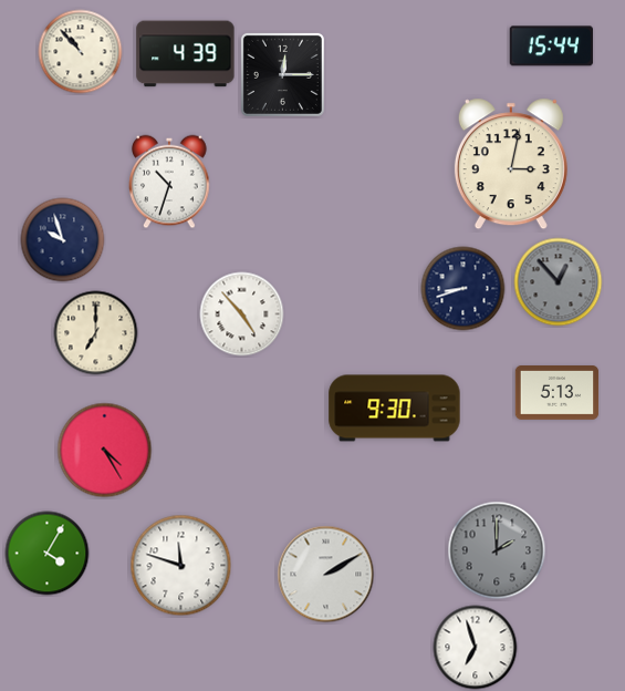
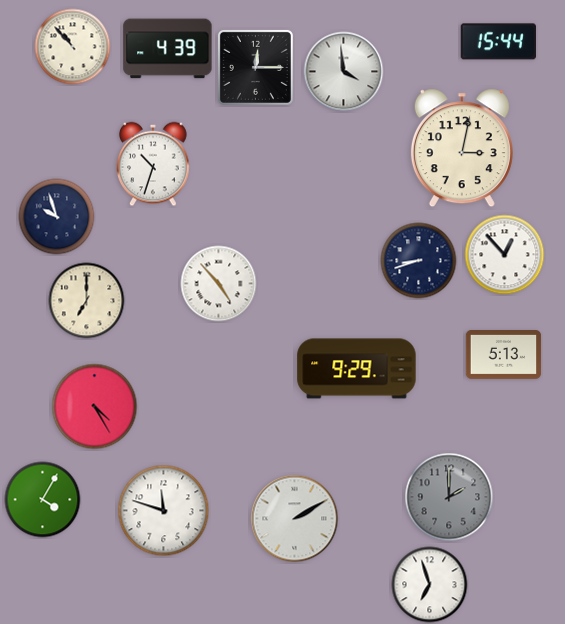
clock at (344, 72): none -> 3:59
clock at (559, 282) dial: grey -> white
clock at (395, 409): 9:30 -> 9:29
